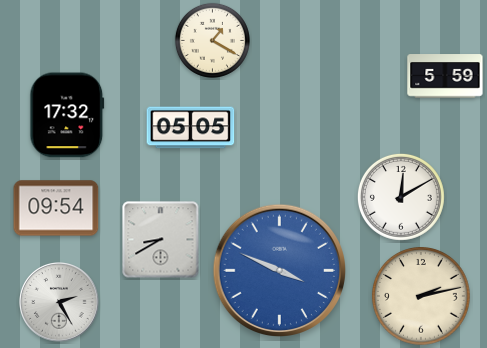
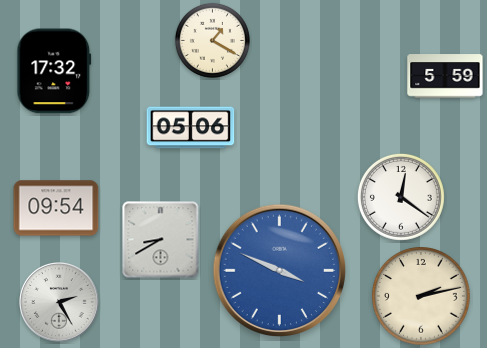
clock at (67, 115) position: (67, 115) -> (54, 71)
clock at (191, 128): 05:05 -> 05:06
clock at (401, 197): 12:10 -> 12:21
